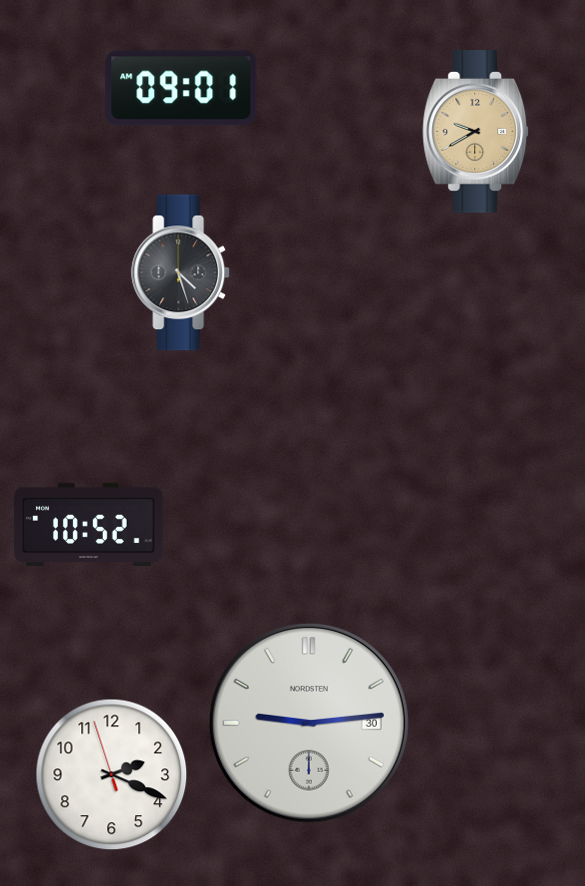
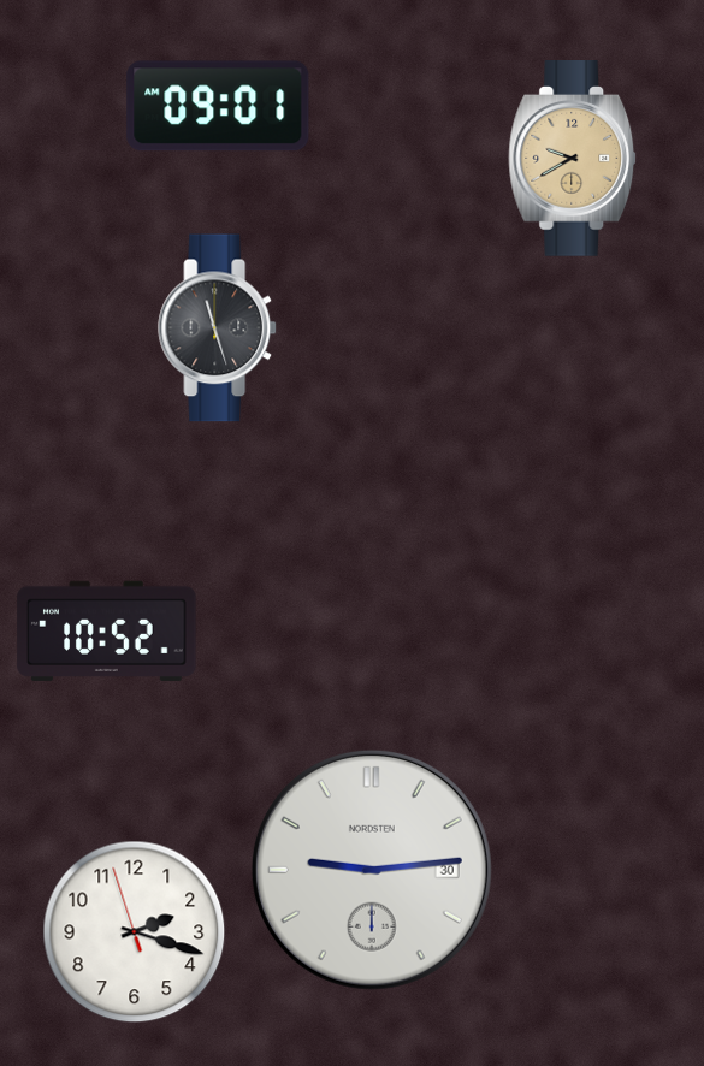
clock at (181, 273): 4:27 -> 11:27
clock at (112, 775): 2:18 -> 2:17
